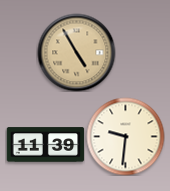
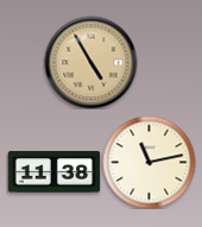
clock at (125, 136): 9:31 -> 11:13
clock at (45, 145): 11:39 -> 11:38
